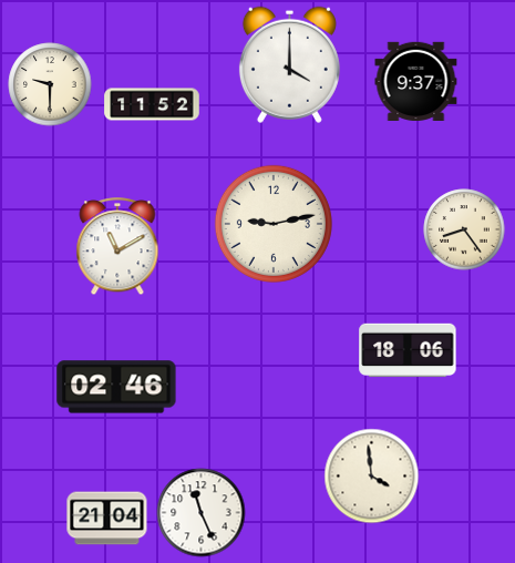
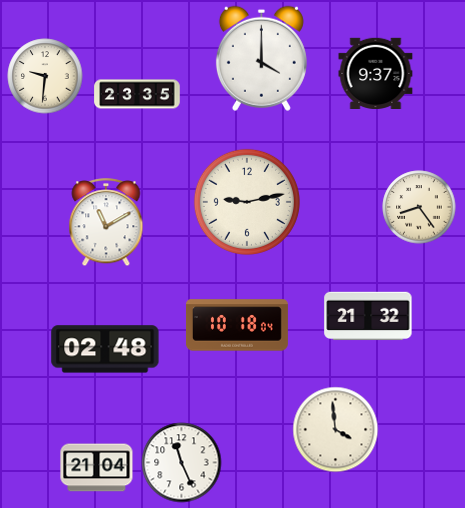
clock at (50, 84): 9:30 -> 9:31
clock at (152, 104): 11:52 -> 23:35
clock at (408, 350): 18:06 -> 21:32
clock at (237, 325): none -> 10:18
clock at (116, 387): 02:46 -> 02:48
